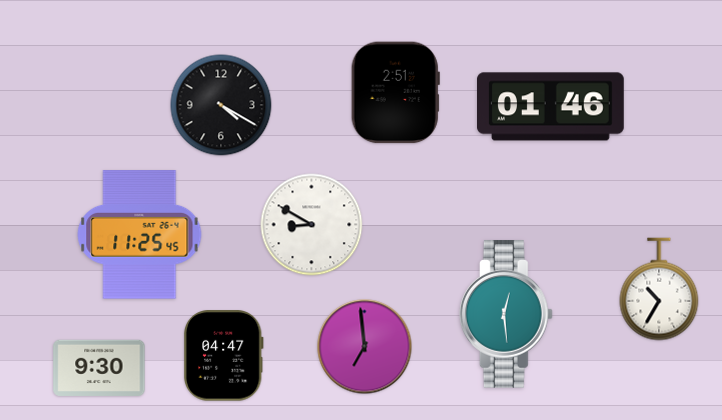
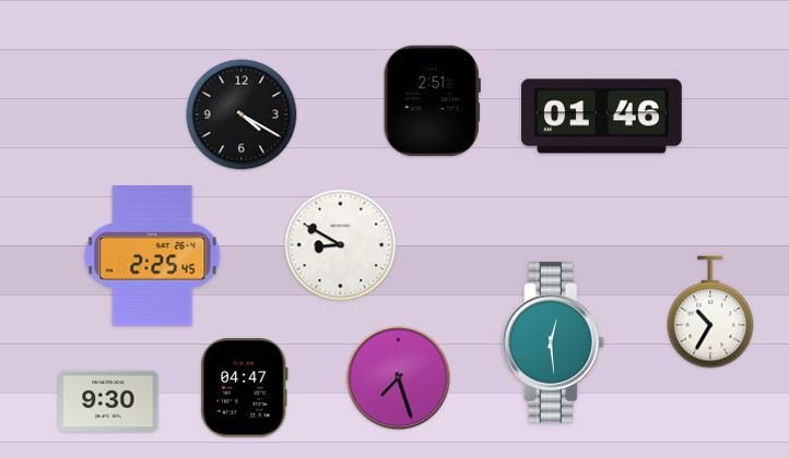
clock at (140, 235): 11:25 -> 2:25
clock at (659, 289) position: (659, 289) -> (710, 312)
clock at (365, 347): 6:59 -> 7:27
